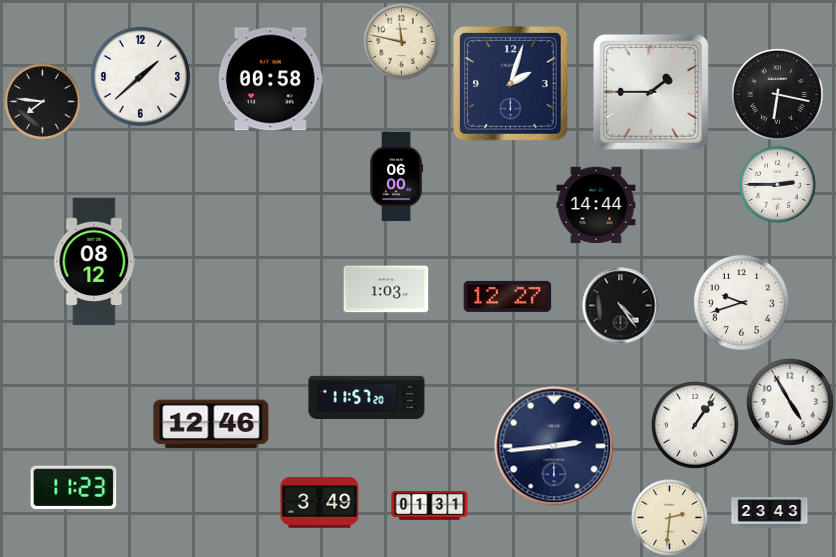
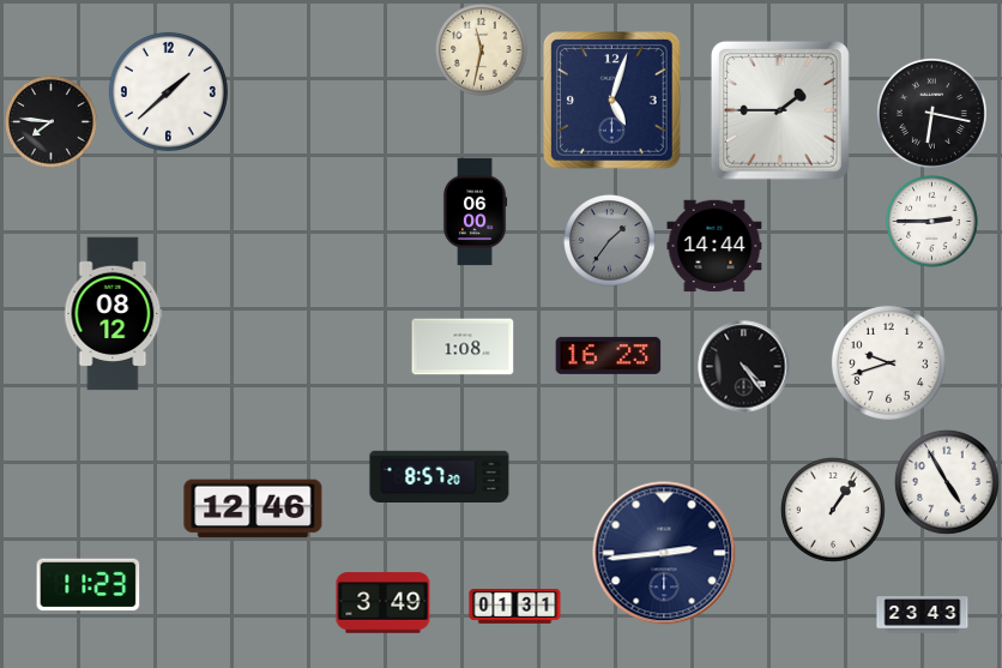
clock at (402, 42): 11:47 -> 11:32
clock at (271, 79): 00:58 -> none
clock at (511, 84): 2:03 -> 5:03
clock at (610, 241): none -> 1:36
clock at (386, 289): 1:03 -> 1:08
clock at (508, 296): 12:27 -> 16:23
clock at (367, 397): 11:57 -> 8:57
clock at (554, 446) position: (554, 446) -> (664, 553)
clock at (670, 518): 2:31 -> none
